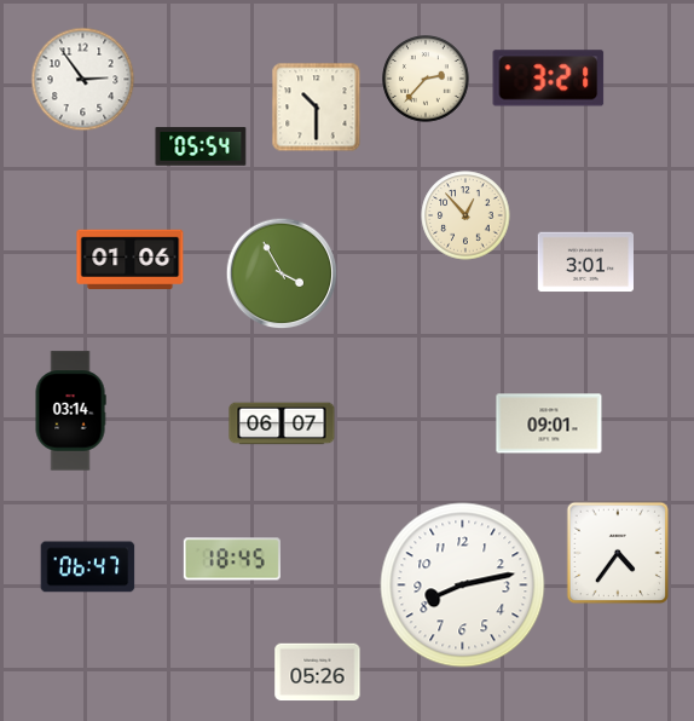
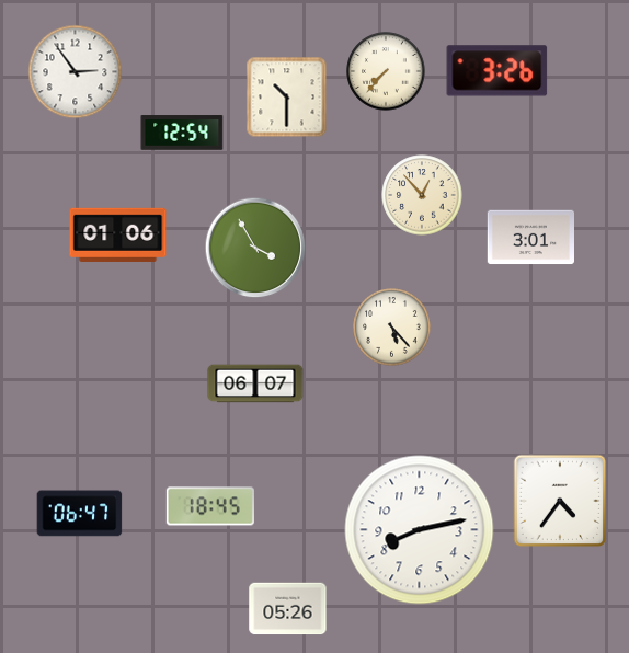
clock at (426, 79): 2:37 -> 7:37
clock at (549, 79): 3:21 -> 3:26
clock at (201, 146): 05:54 -> 12:54
clock at (392, 328): none -> 5:23
clock at (70, 411): 03:14 -> none
clock at (549, 423): 09:01 -> none
